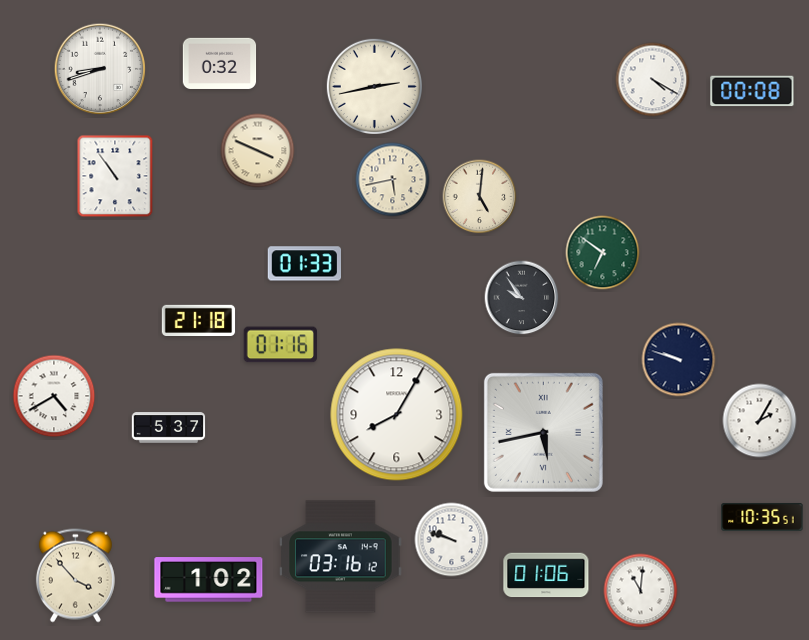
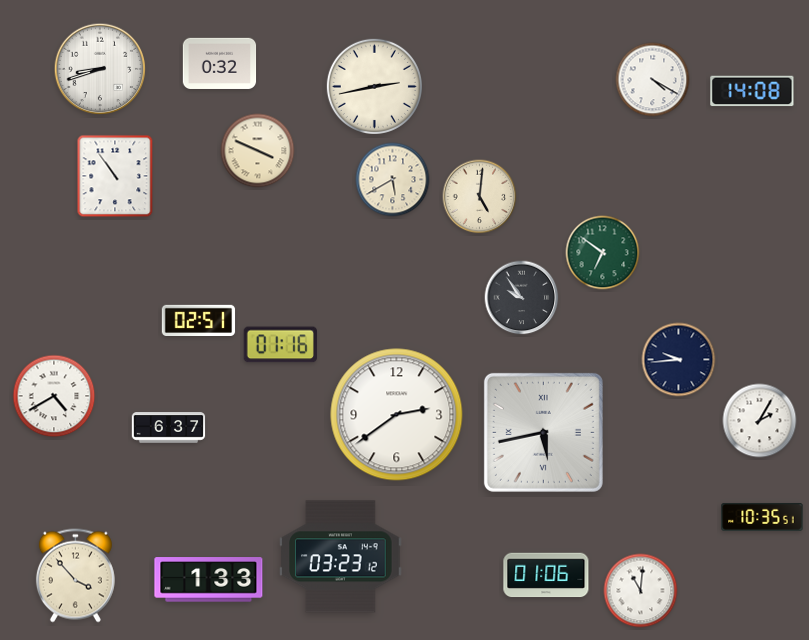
clock at (752, 91): 00:08 -> 14:08
clock at (393, 180): 5:43 -> 5:40
clock at (304, 264): 01:33 -> none
clock at (199, 320): 21:18 -> 02:51
clock at (679, 360): 9:48 -> 9:44
clock at (397, 415): 8:05 -> 2:39
clock at (169, 428): 5:37 -> 6:37
clock at (452, 540): 9:48 -> none
clock at (341, 557): 03:16 -> 03:23
clock at (209, 580): 1:02 -> 1:33
